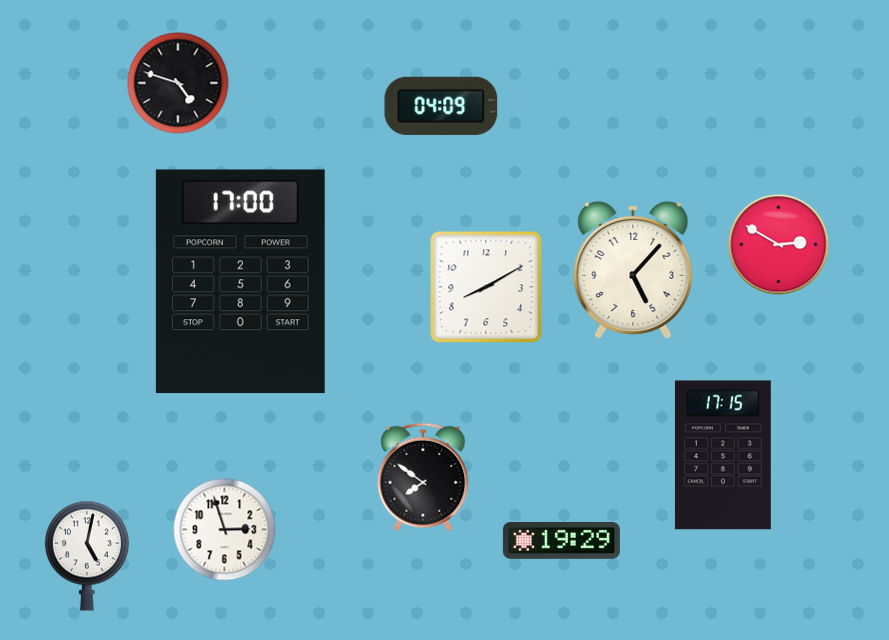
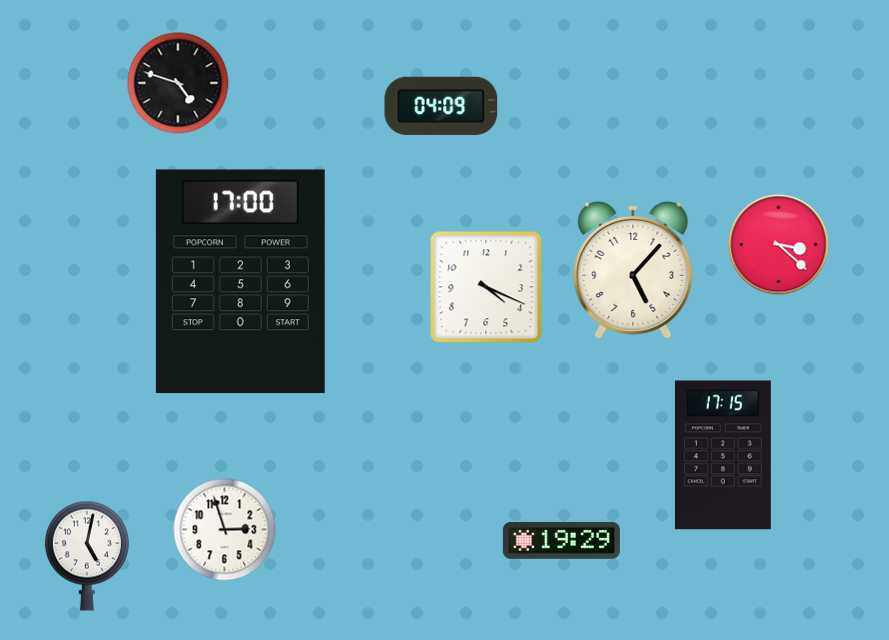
clock at (779, 245): 2:50 -> 3:22
clock at (486, 287): 8:10 -> 4:19
clock at (423, 477): 7:51 -> none
